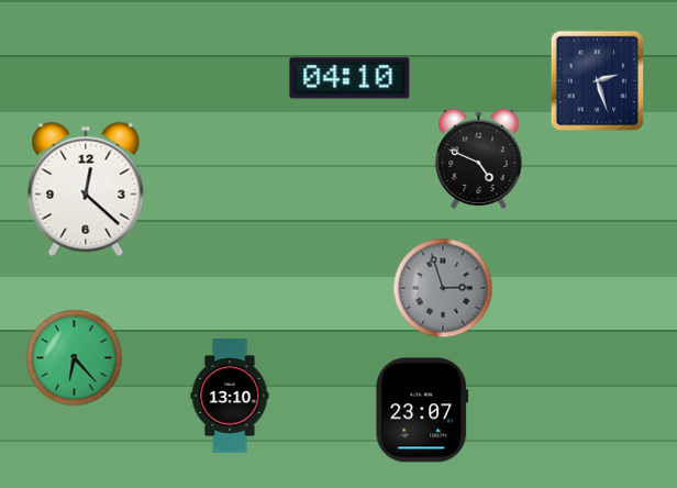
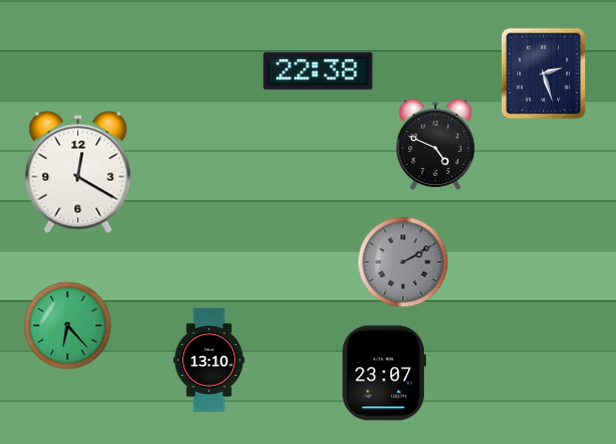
clock at (349, 78): 04:10 -> 22:38
clock at (86, 189): 12:22 -> 12:20
clock at (443, 288): 2:57 -> 2:10
